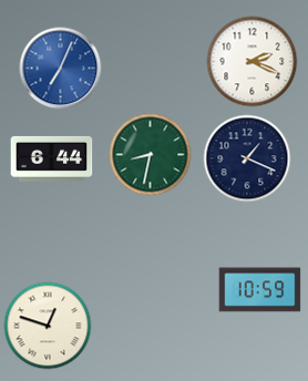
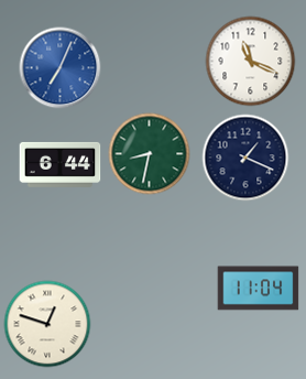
clock at (253, 62): 2:19 -> 11:19
clock at (52, 158) position: (52, 158) -> (61, 164)
clock at (260, 290): 10:59 -> 11:04
